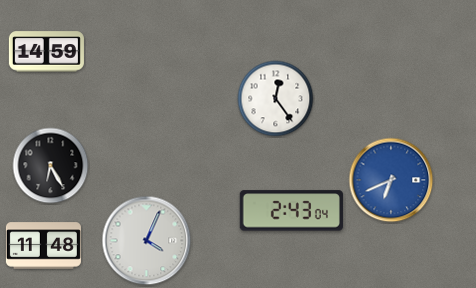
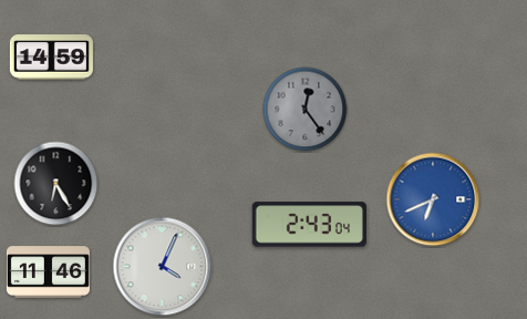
clock at (276, 99) dial: white -> grey
clock at (291, 211) position: (291, 211) -> (309, 225)
clock at (43, 246): 11:48 -> 11:46
